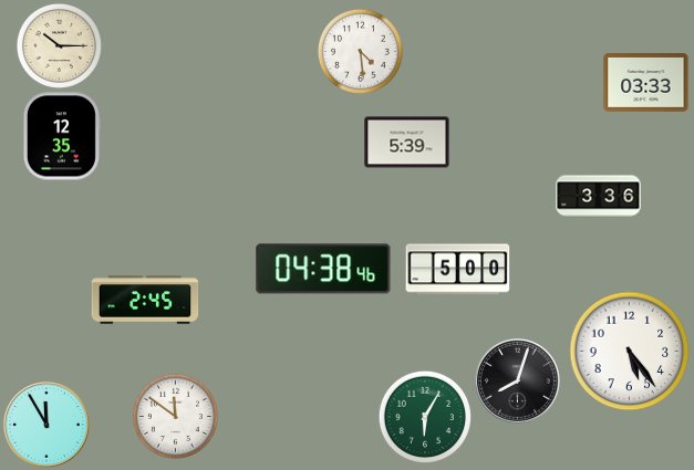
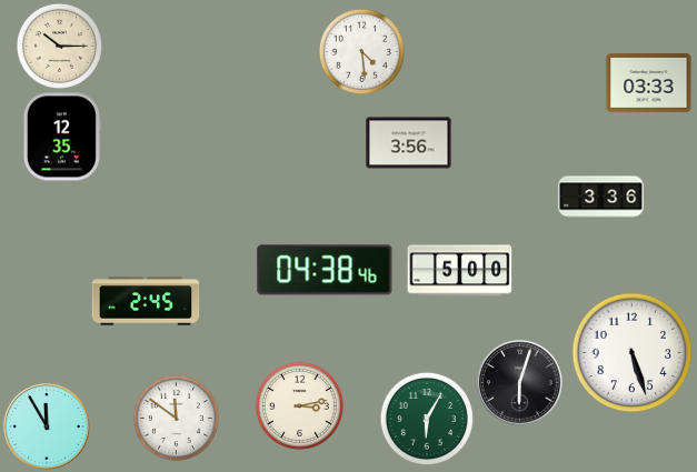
clock at (407, 143): 5:39 -> 3:56
clock at (630, 352): 5:24 -> 5:27
clock at (518, 382): 8:03 -> 6:03
clock at (299, 405): none -> 3:13
